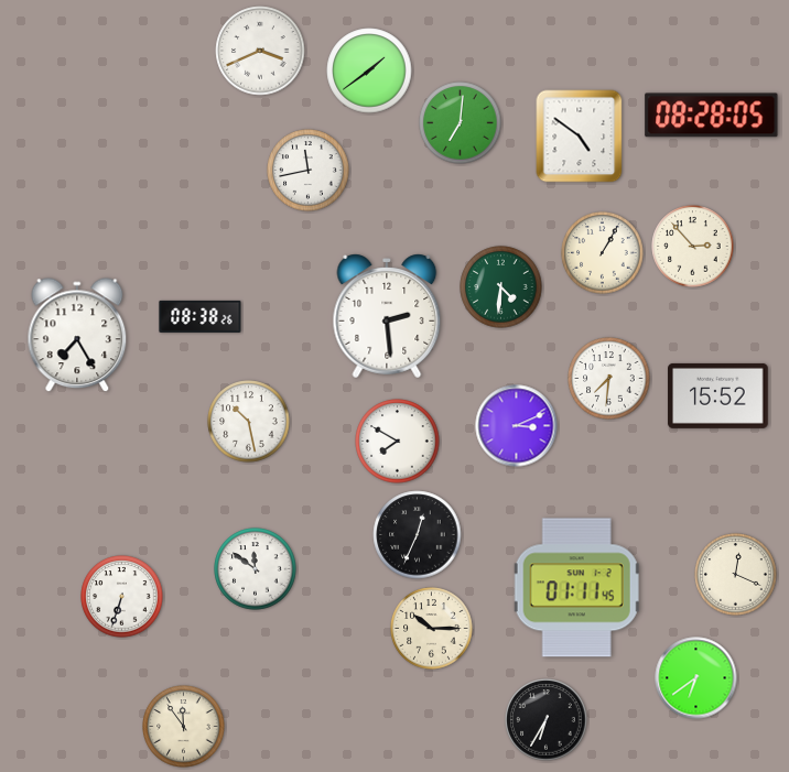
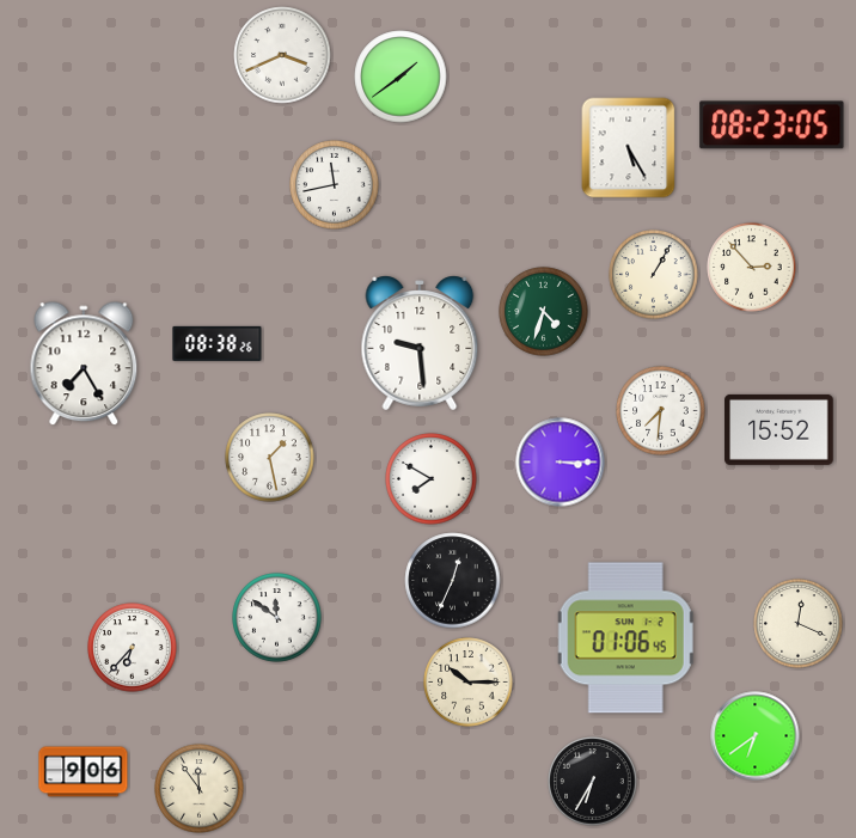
clock at (712, 116): 08:28 -> 08:23
clock at (461, 123): 7:01 -> none
clock at (580, 137): 4:51 -> 5:25
clock at (501, 287): 4:31 -> 4:33
clock at (387, 316): 2:29 -> 9:29
clock at (249, 422): 10:28 -> 1:28
clock at (517, 426): 3:11 -> 3:15
clock at (576, 588): 01:11 -> 01:06
clock at (122, 597): 6:33 -> 6:37
clock at (84, 772): none -> 9:06
